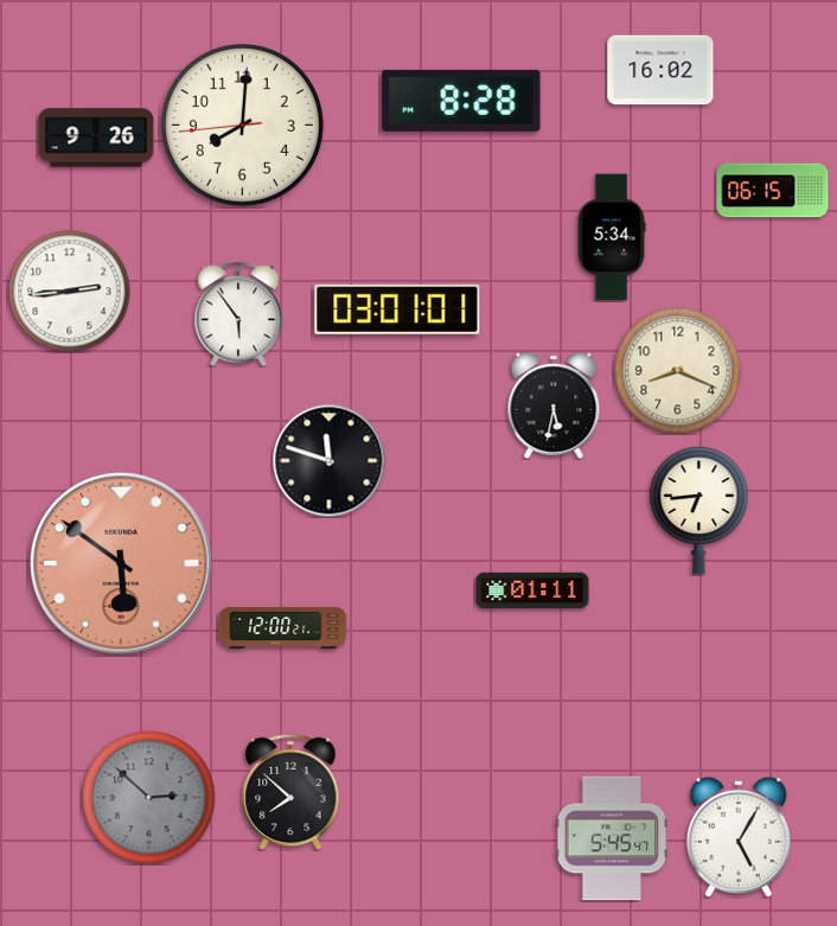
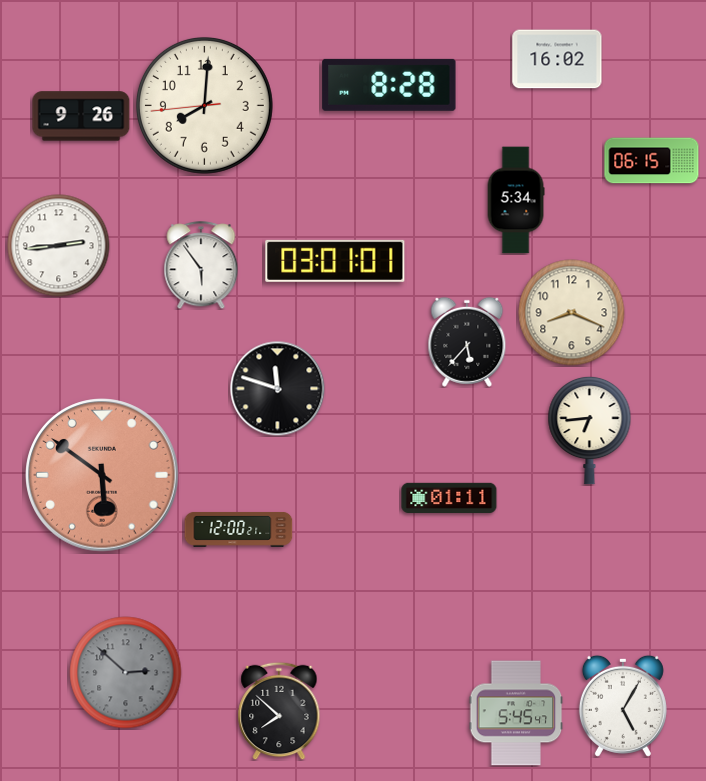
clock at (554, 405): 5:32 -> 5:37
clock at (290, 792) position: (290, 792) -> (279, 711)
clock at (612, 838) position: (612, 838) -> (516, 713)
